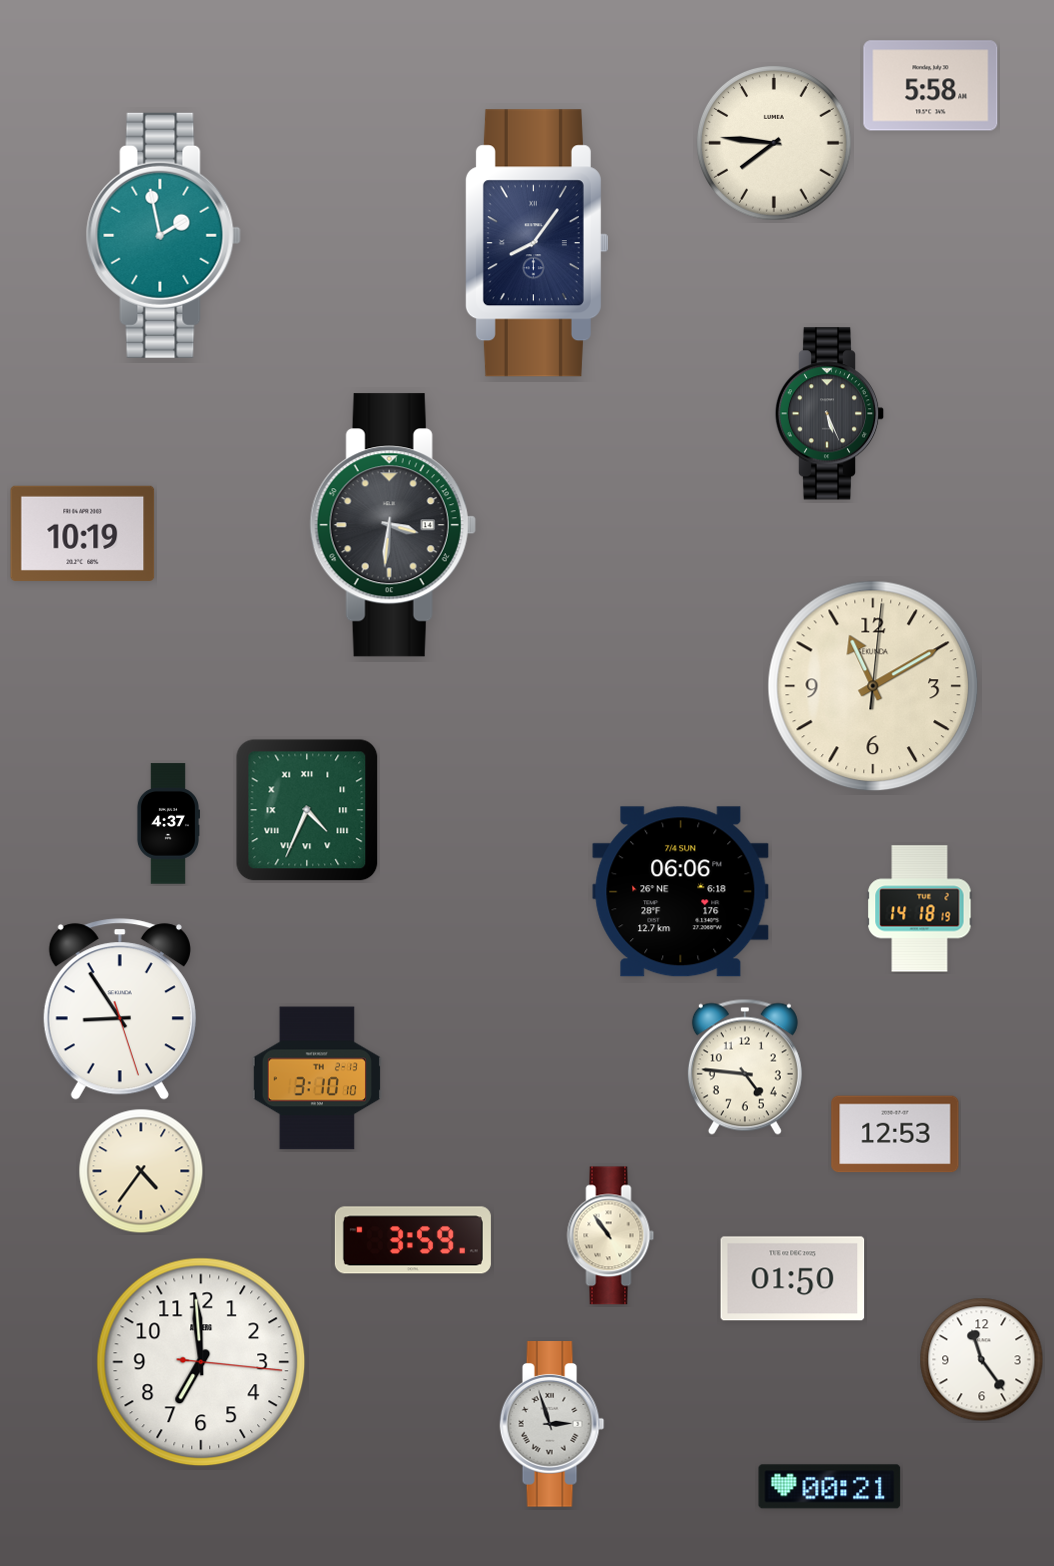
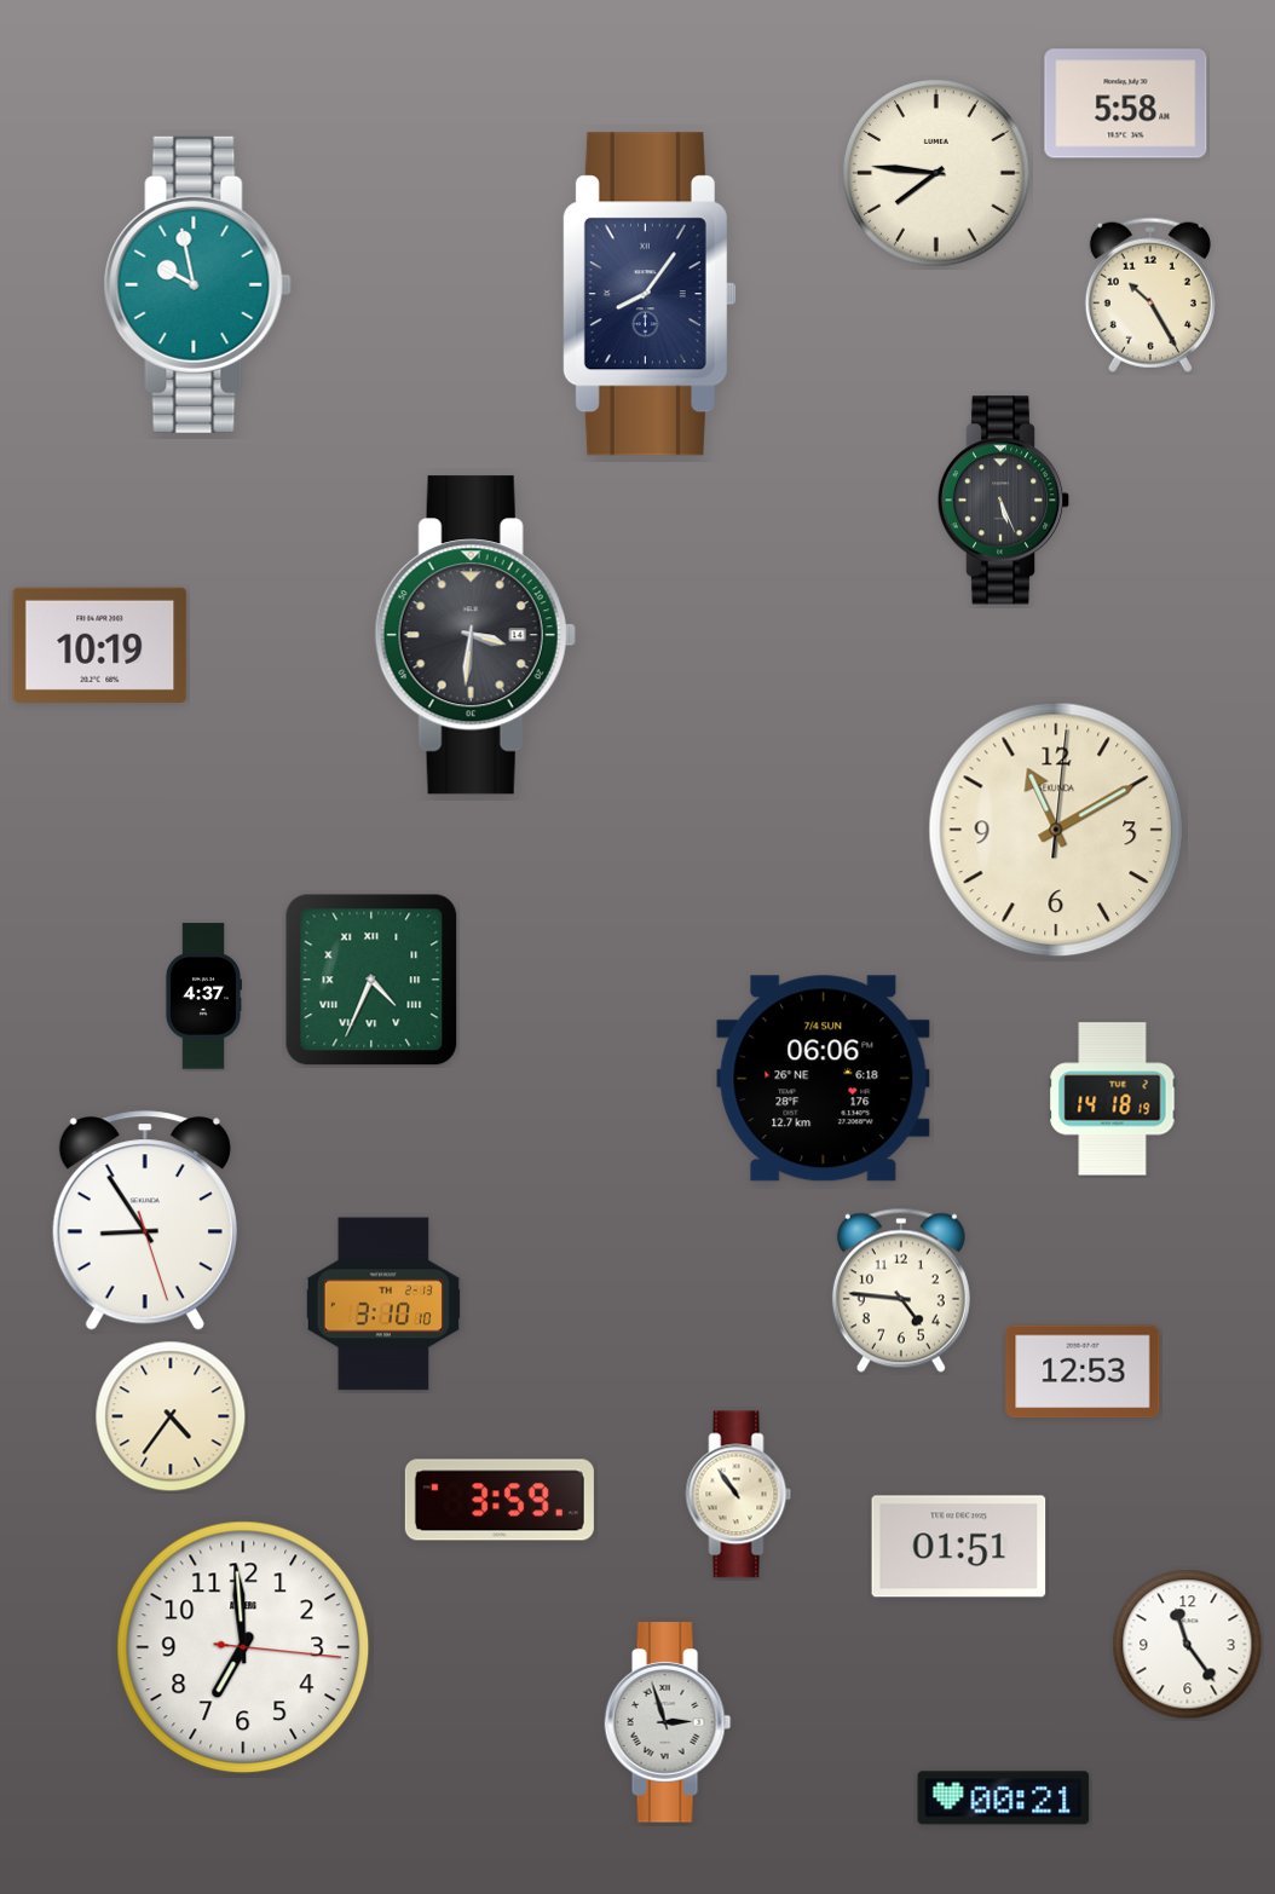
clock at (163, 235): 1:58 -> 9:58
clock at (1150, 295): none -> 10:25
clock at (793, 1279): 01:50 -> 01:51
